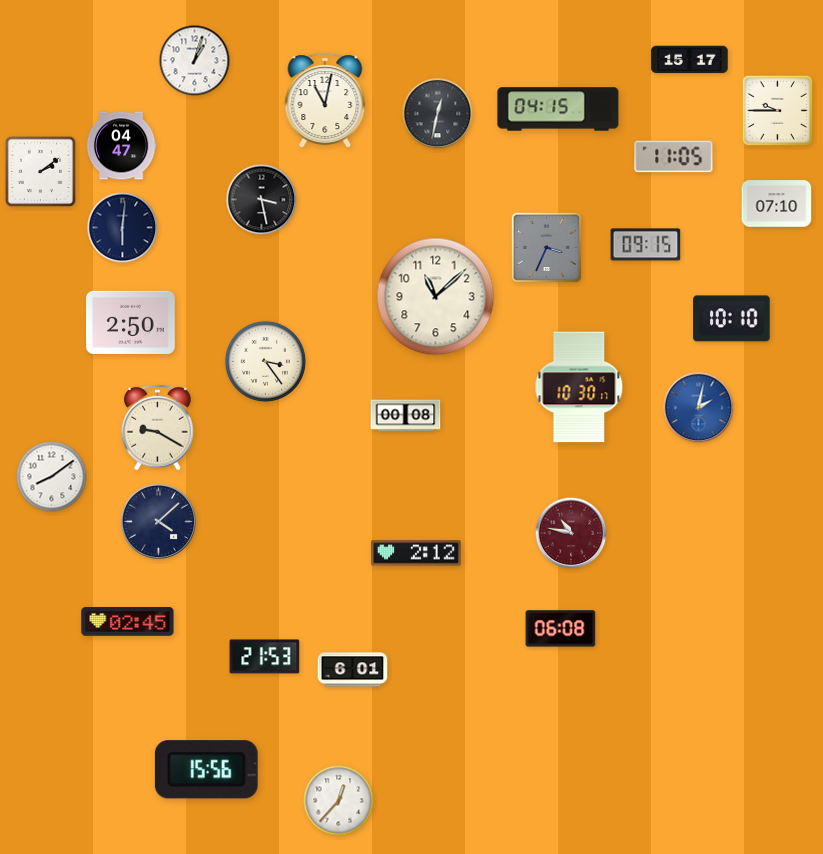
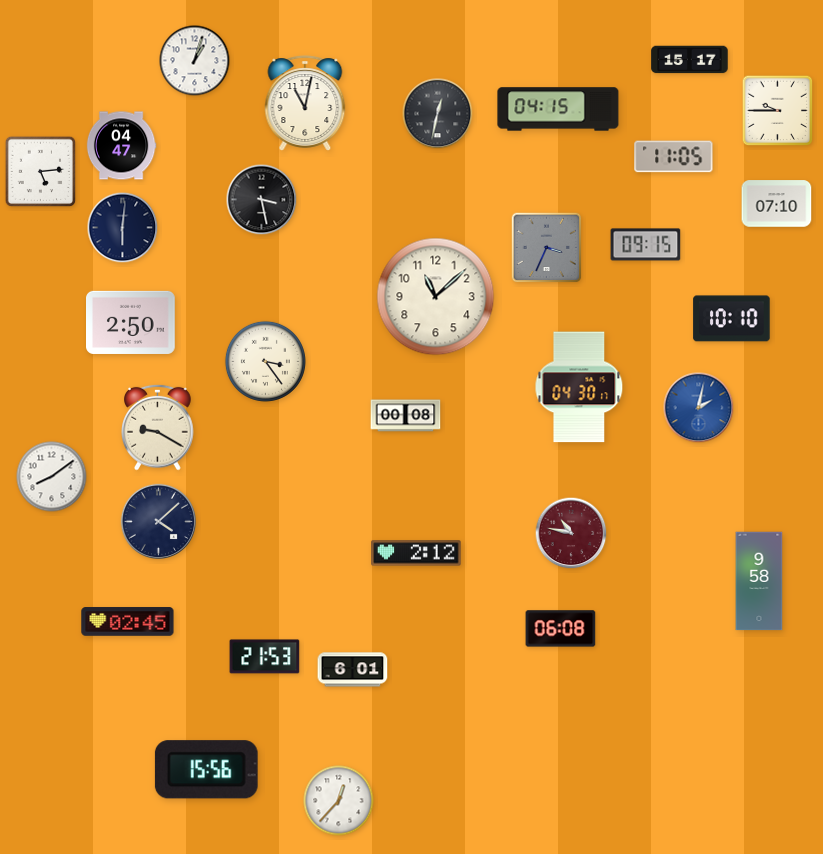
clock at (325, 100) position: (325, 100) -> (305, 103)
clock at (41, 172): 2:09 -> 5:14
clock at (579, 387): 10:30 -> 04:30
clock at (759, 581): none -> 9:58
